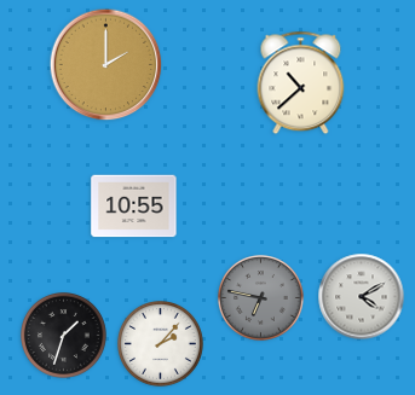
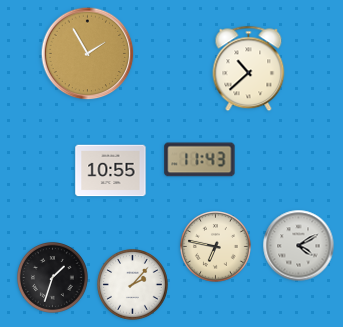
clock at (106, 65): 2:00 -> 1:55
clock at (200, 160): none -> 11:43
clock at (261, 298) dial: grey -> cream
